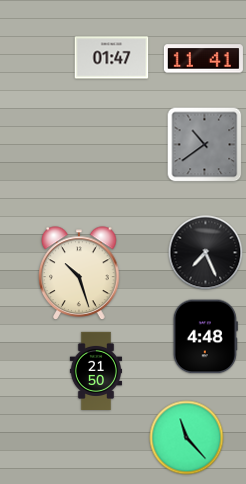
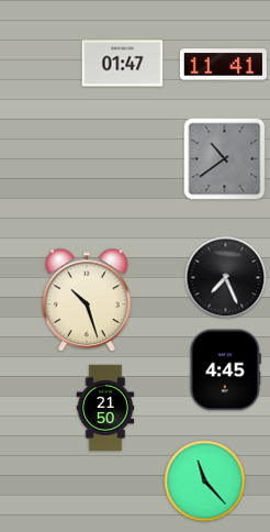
clock at (205, 337): 4:48 -> 4:45
